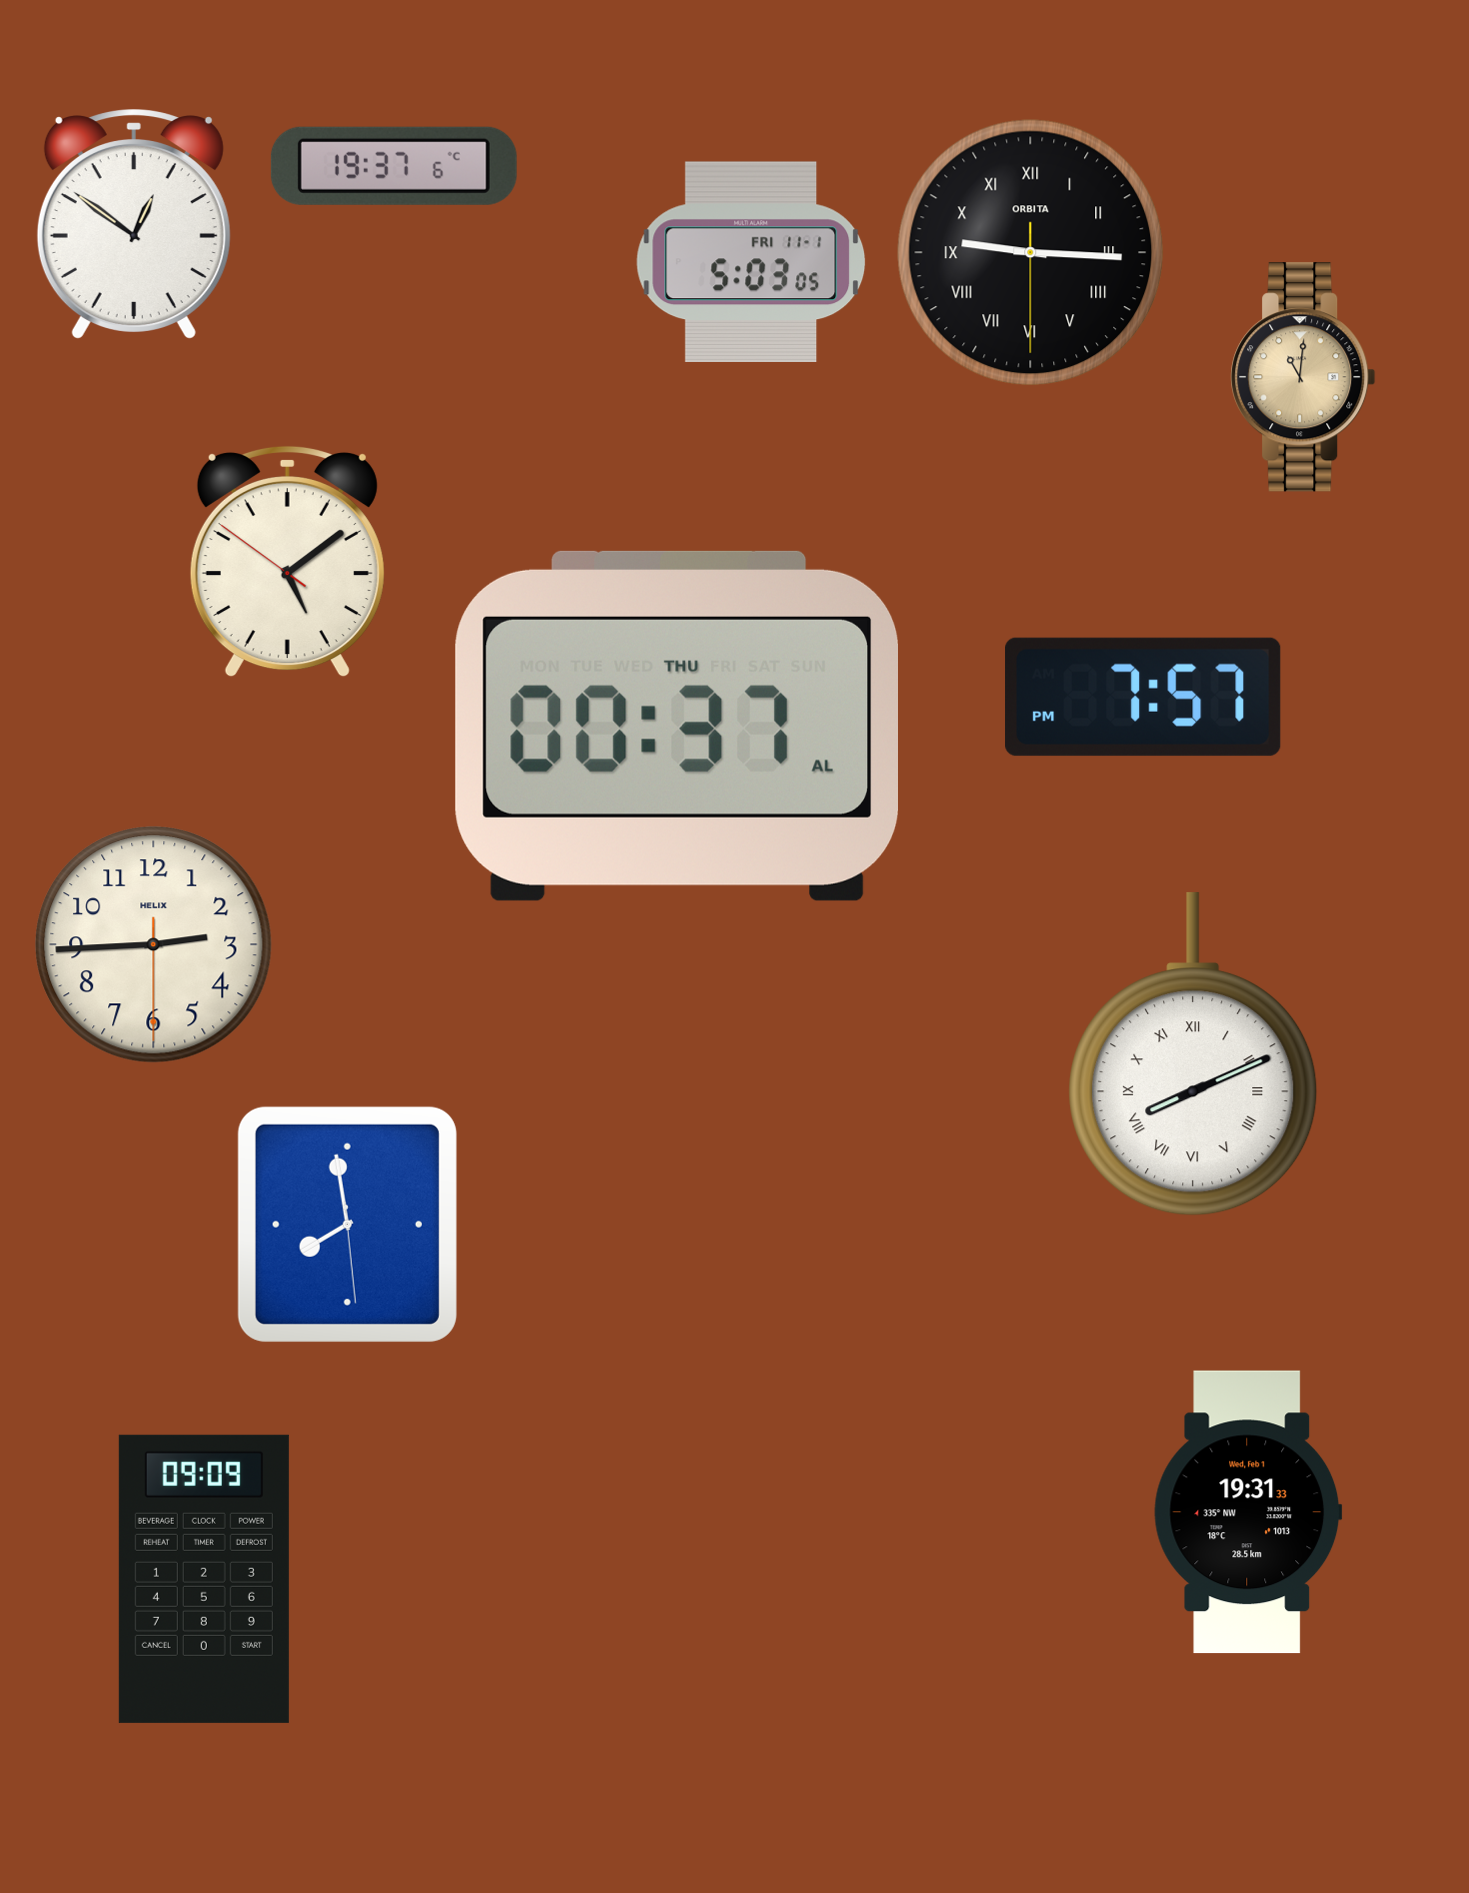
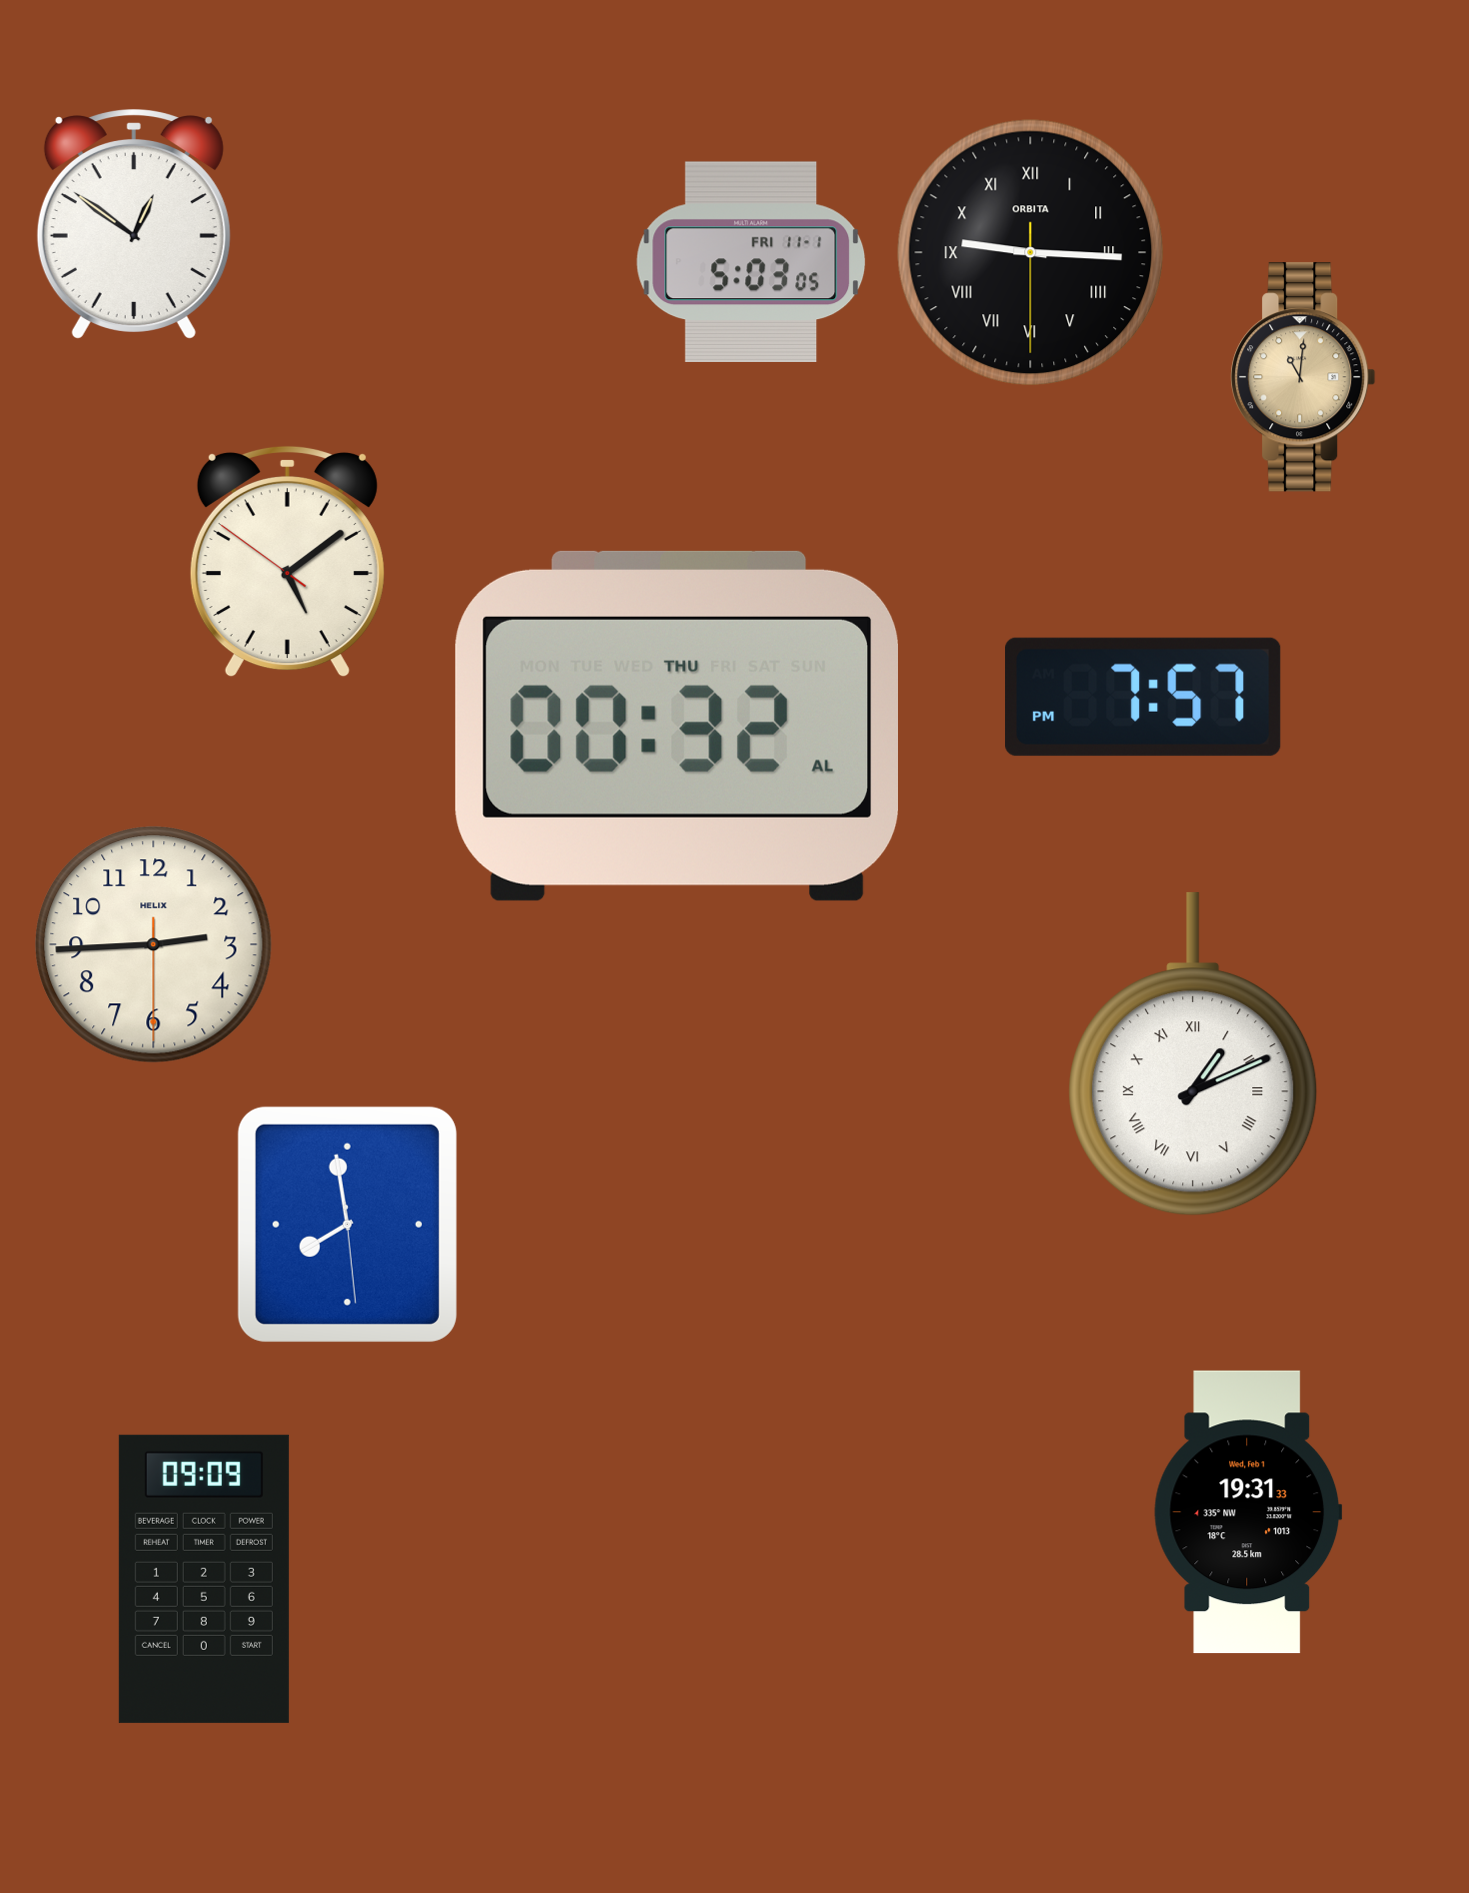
clock at (394, 166): 19:37 -> none
clock at (676, 726): 00:37 -> 00:32
clock at (1193, 1054): 8:11 -> 1:11
